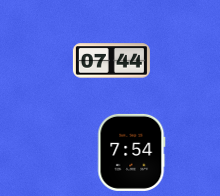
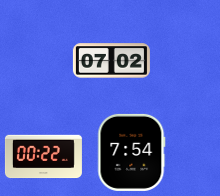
clock at (111, 61): 07:44 -> 07:02
clock at (43, 157): none -> 00:22
